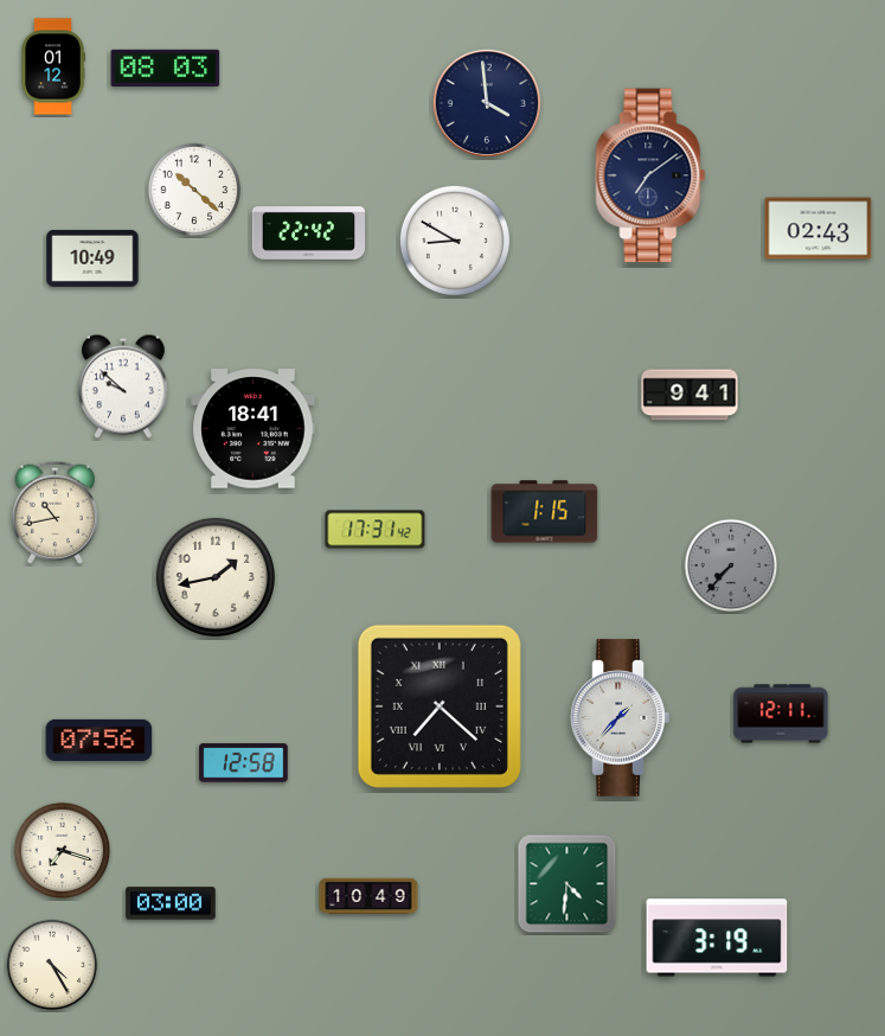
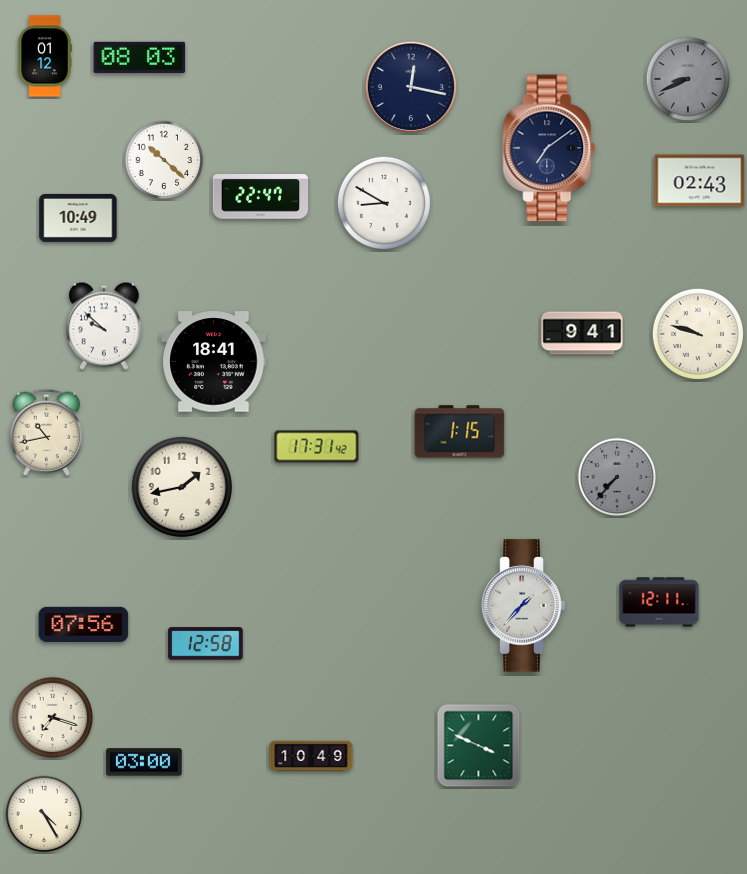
clock at (688, 79): none -> 8:41
clock at (486, 102): 3:59 -> 12:17
clock at (819, 229) position: (819, 229) -> (700, 181)
clock at (308, 234): 22:42 -> 22:47
clock at (697, 333): none -> 9:48
clock at (440, 706): 7:22 -> none
clock at (567, 884): 4:31 -> 3:49
clock at (717, 938): 3:19 -> none
